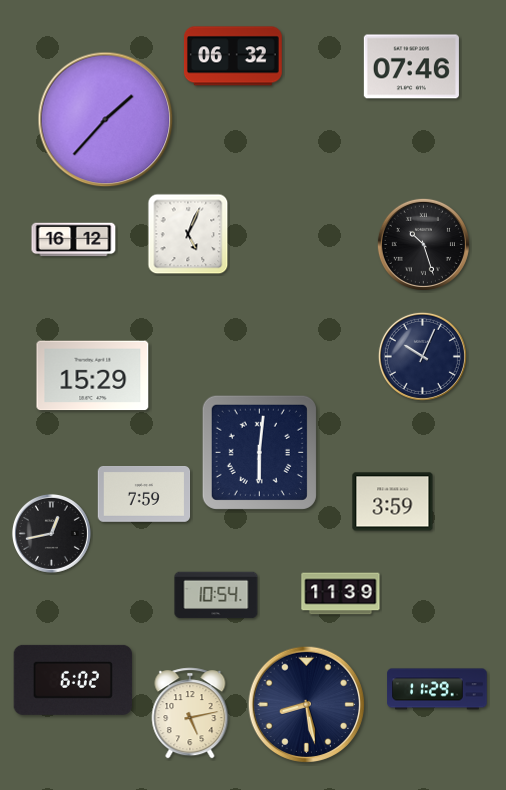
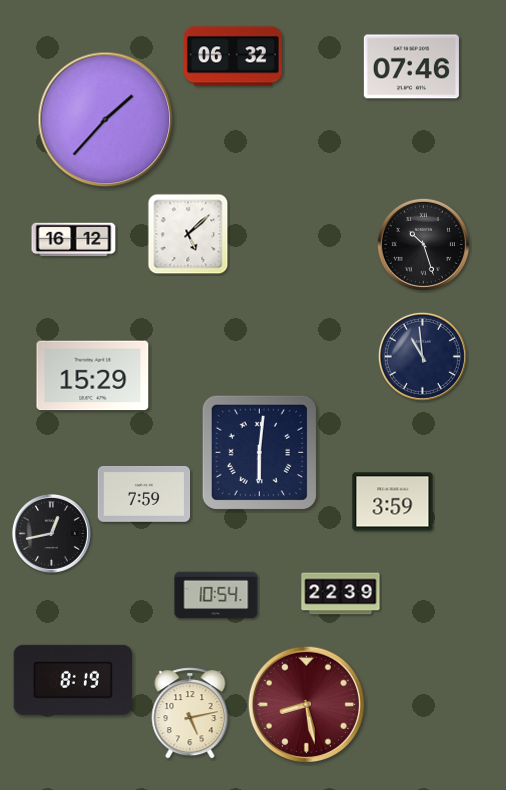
clock at (188, 234): 5:04 -> 5:08
clock at (422, 356): 10:04 -> 10:59
clock at (341, 594): 11:39 -> 22:39
clock at (73, 680): 6:02 -> 8:19
clock at (437, 689): 11:29 -> none
clock at (307, 705) dial: navy -> burgundy
